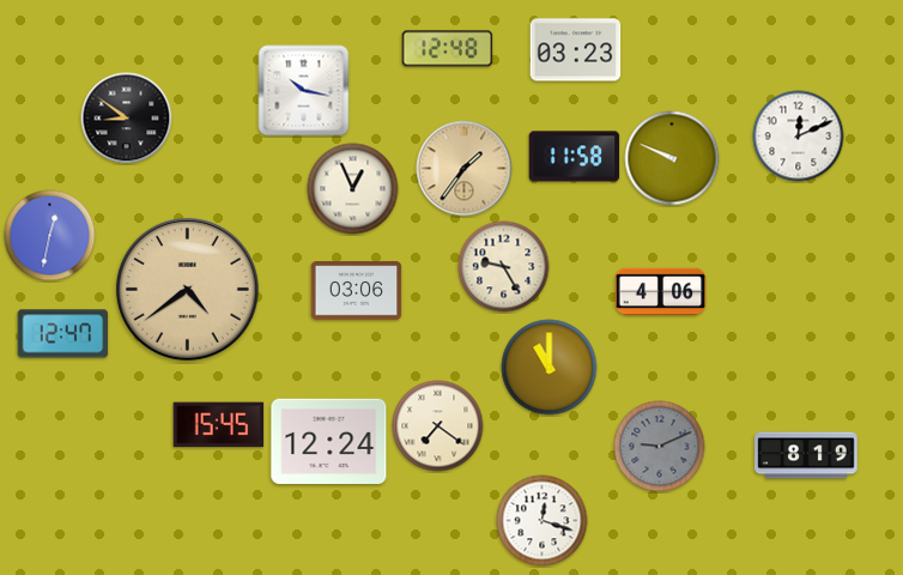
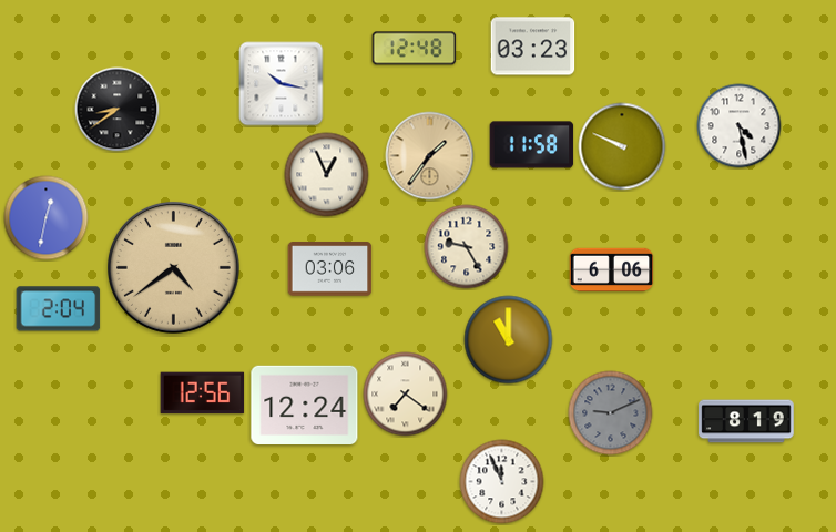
clock at (448, 49) position: (448, 49) -> (415, 49)
clock at (127, 119): 8:51 -> 8:39
clock at (799, 137): 12:11 -> 4:28
clock at (661, 292): 4:06 -> 6:06
clock at (63, 334): 12:47 -> 2:04
clock at (219, 425): 15:45 -> 12:56
clock at (329, 441) position: (329, 441) -> (305, 405)
clock at (543, 521): 12:18 -> 11:56
